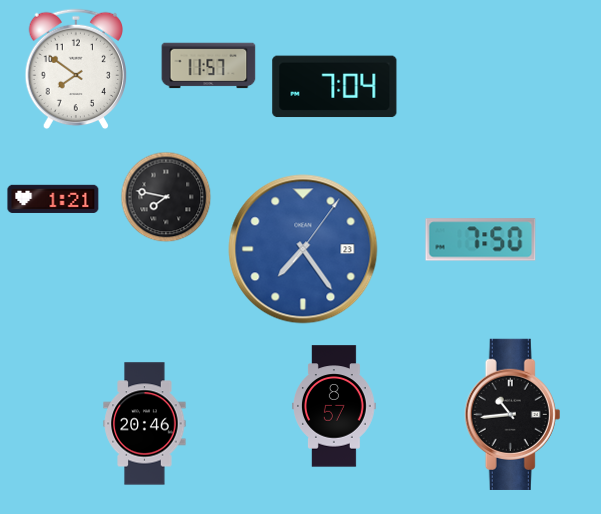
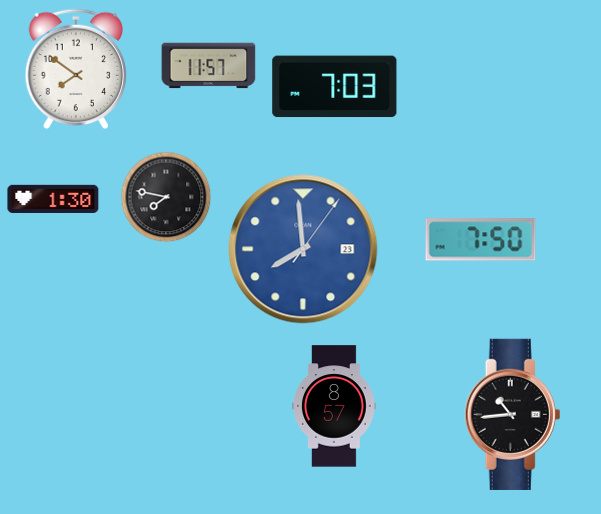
clock at (335, 87): 7:04 -> 7:03
clock at (53, 199): 1:21 -> 1:30
clock at (303, 249): 7:24 -> 7:59
clock at (145, 424): 20:46 -> none
